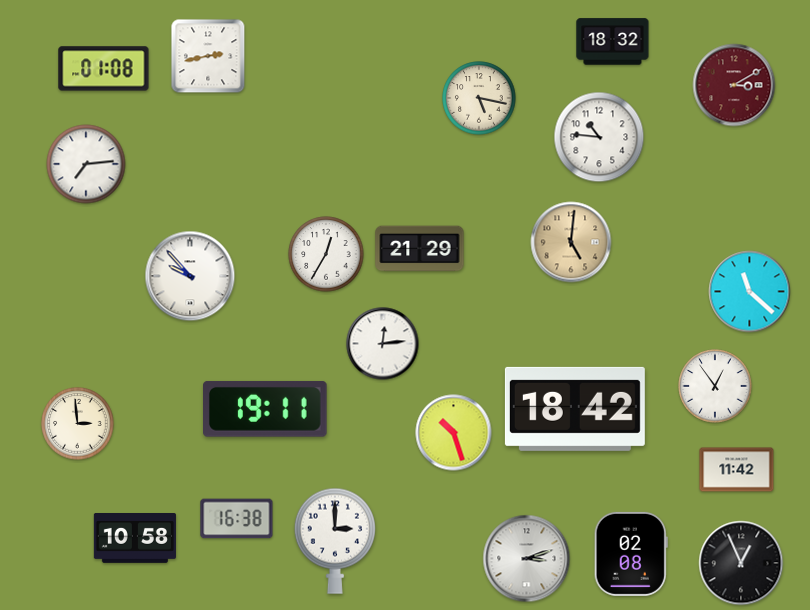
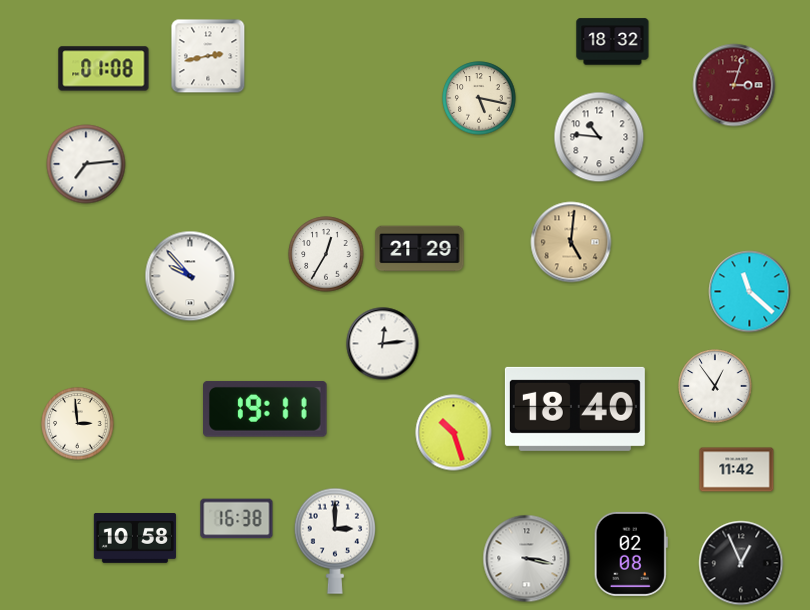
clock at (734, 85): 3:10 -> 3:03
clock at (575, 409): 18:42 -> 18:40
clock at (527, 559): 3:12 -> 3:17
